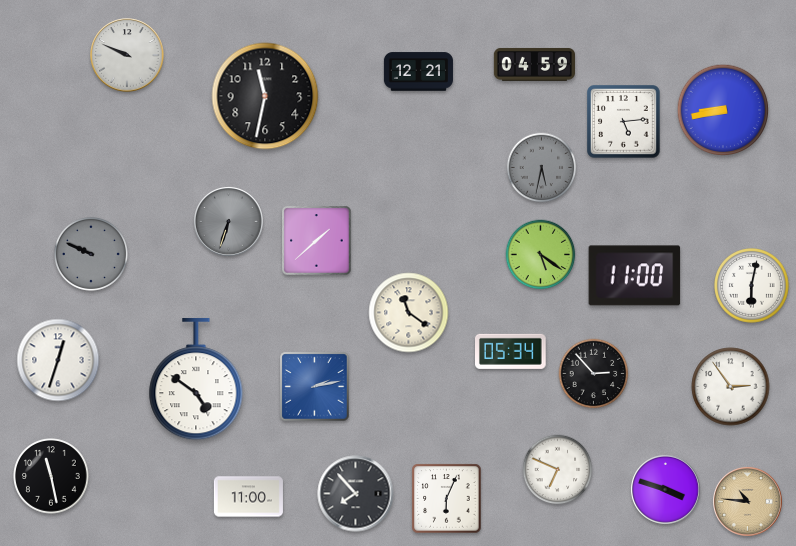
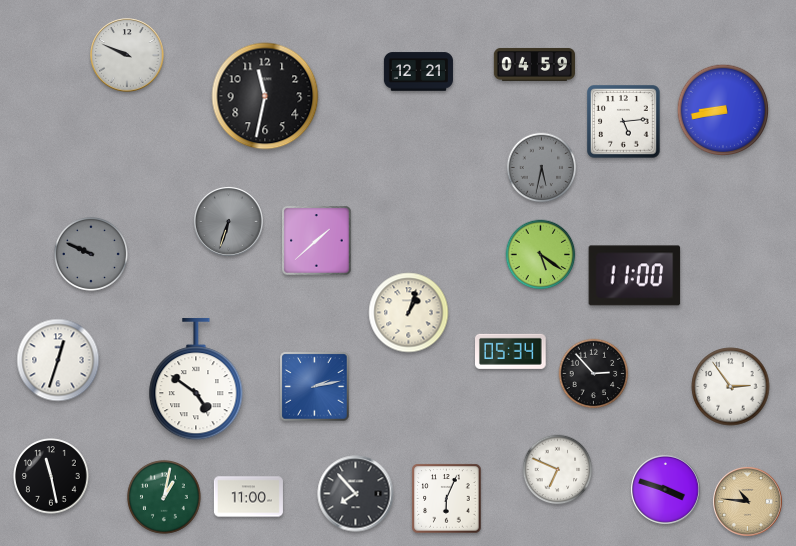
clock at (752, 286): 6:02 -> none
clock at (409, 313): 11:21 -> 1:03
clock at (164, 497): none -> 1:02
